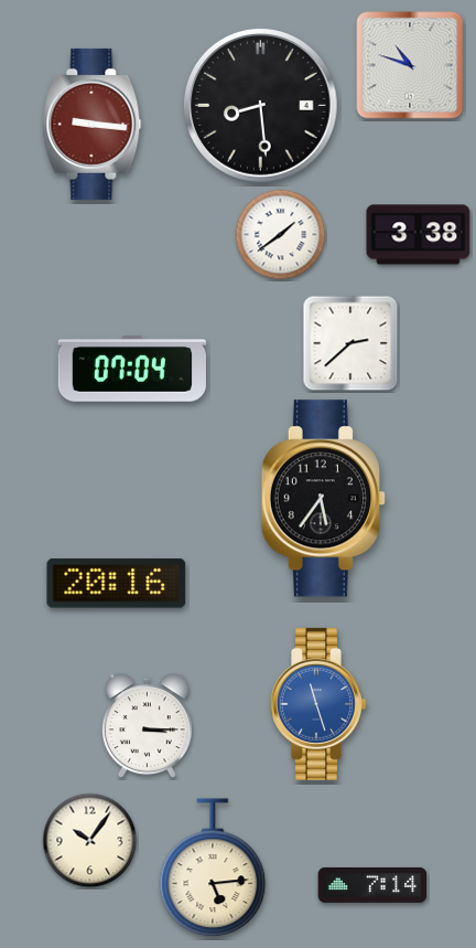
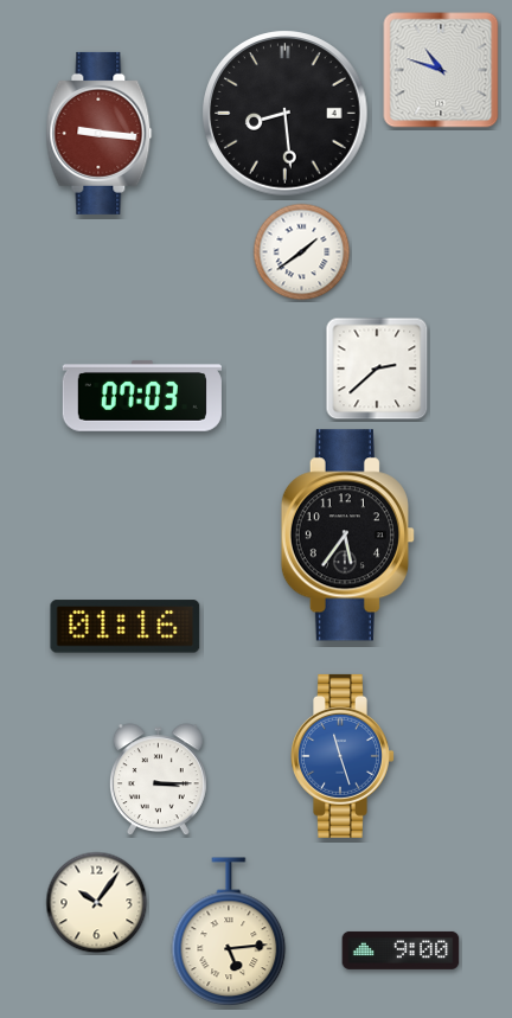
clock at (261, 106) position: (261, 106) -> (286, 114)
clock at (419, 235): 3:38 -> none
clock at (132, 369): 07:04 -> 07:03
clock at (117, 584): 20:16 -> 01:16
clock at (372, 885): 7:14 -> 9:00
